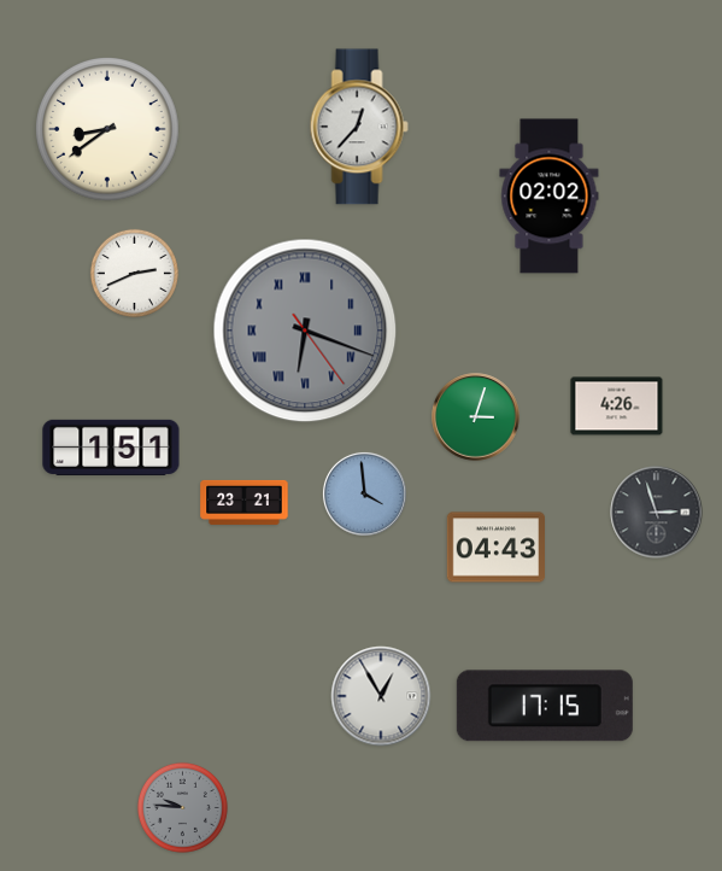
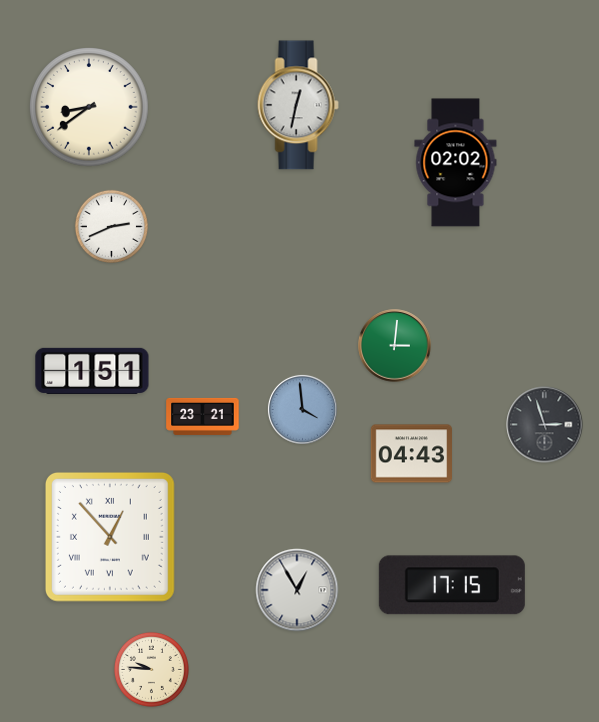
clock at (359, 127): 12:37 -> 12:32
clock at (305, 331): 6:18 -> none
clock at (617, 407): 4:26 -> none
clock at (476, 417): 3:03 -> 3:01
clock at (110, 537): none -> 12:53
clock at (381, 696) position: (381, 696) -> (297, 590)
clock at (182, 807) dial: grey -> cream
